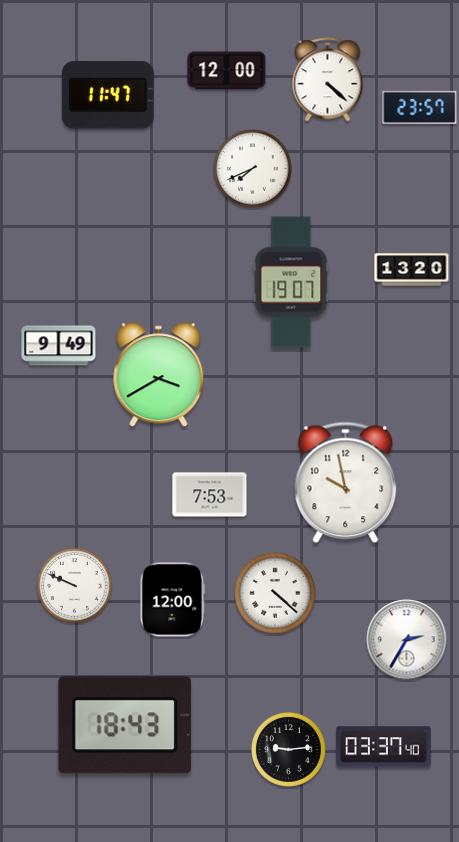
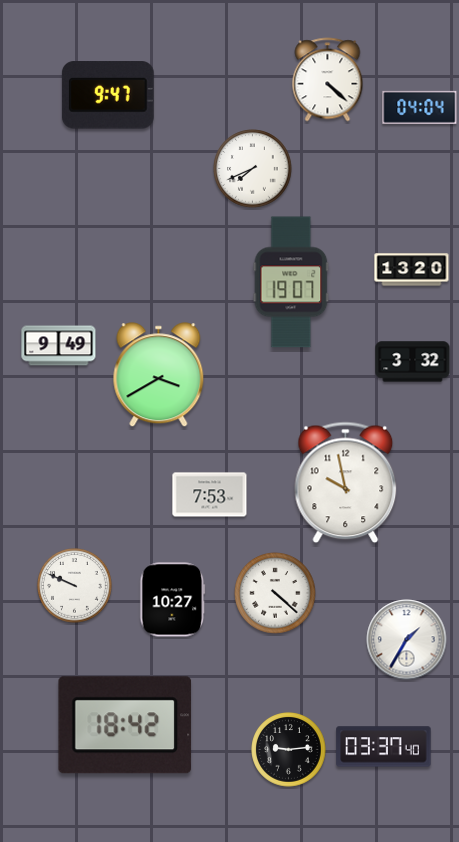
clock at (227, 71): 12:00 -> none
clock at (108, 95): 11:47 -> 9:47
clock at (420, 107): 23:57 -> 04:04
clock at (413, 362): none -> 3:32
clock at (173, 600): 12:00 -> 10:27
clock at (407, 640): 2:35 -> 1:35
clock at (125, 725): 18:43 -> 18:42
